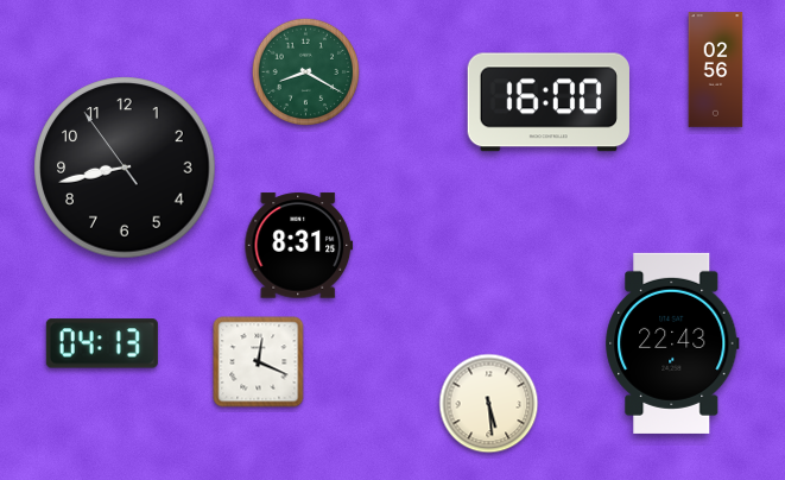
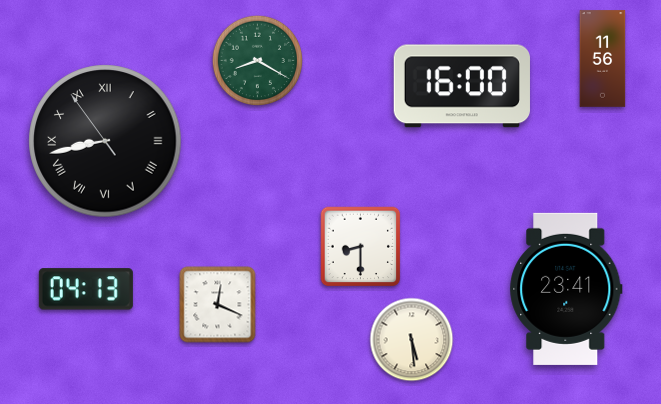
clock at (716, 70): 02:56 -> 11:56
clock at (125, 168) numerals: Arabic -> Roman
clock at (299, 246): 8:31 -> none
clock at (361, 247): none -> 8:30
clock at (672, 343): 22:43 -> 23:41
